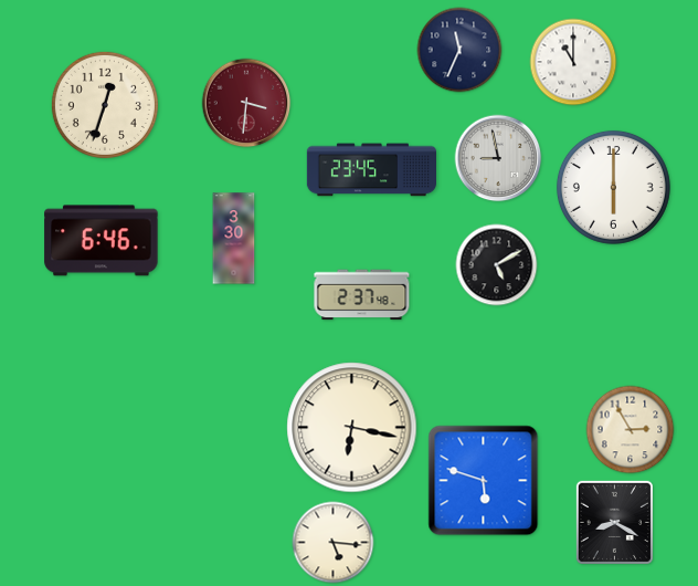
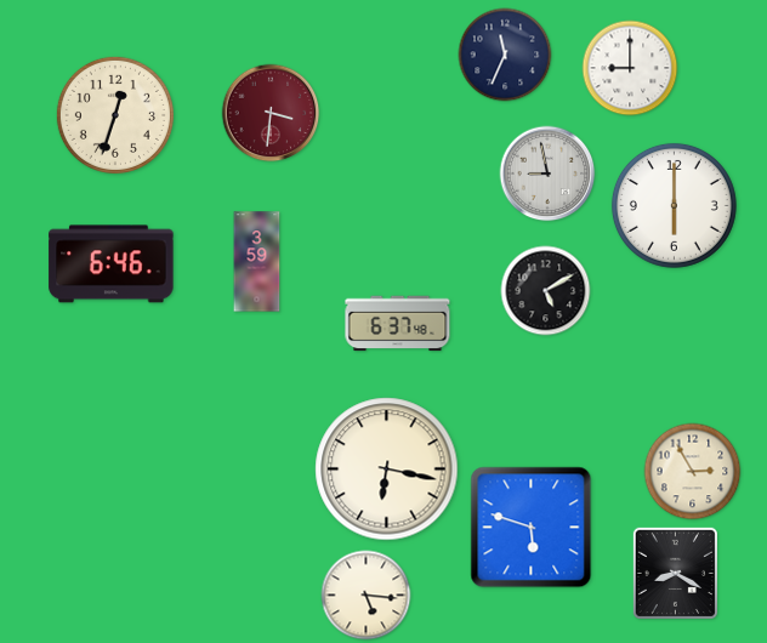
clock at (573, 62): 11:00 -> 9:00
clock at (371, 170): 23:45 -> none
clock at (234, 239): 3:30 -> 3:59
clock at (362, 295): 2:37 -> 6:37
